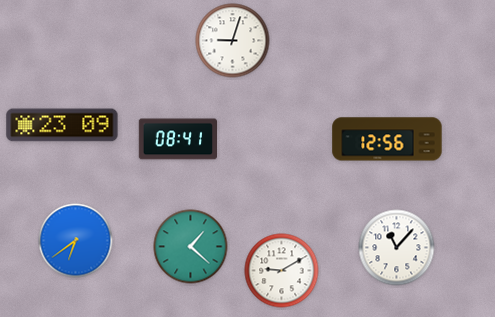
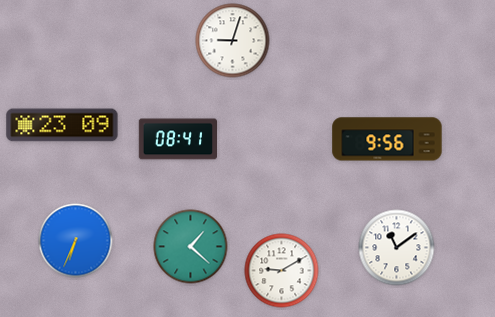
clock at (387, 139): 12:56 -> 9:56
clock at (76, 241): 6:39 -> 6:34
clock at (397, 248): 11:07 -> 11:09
